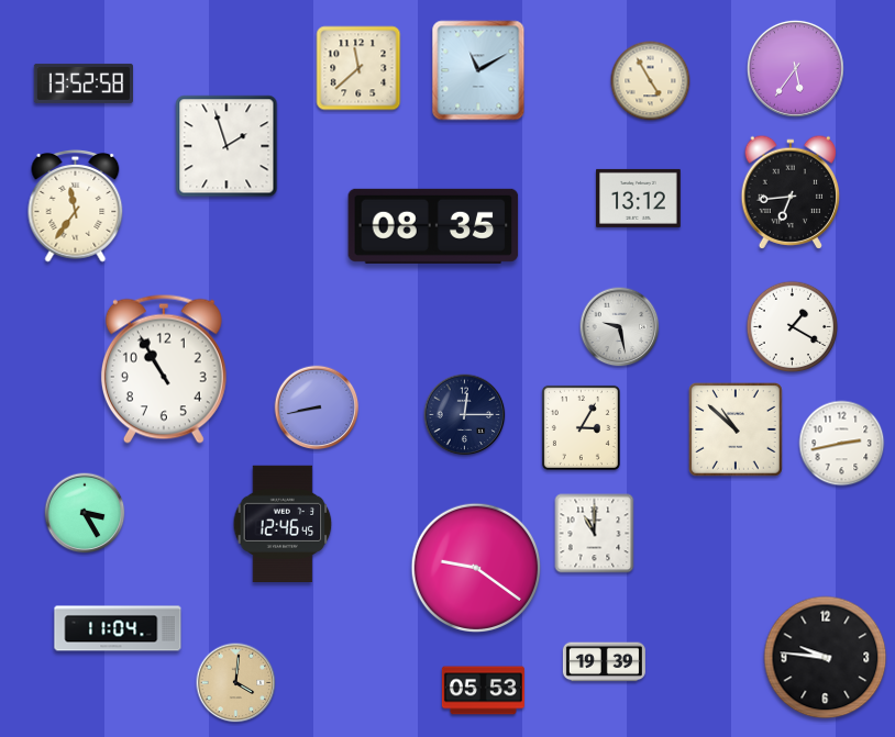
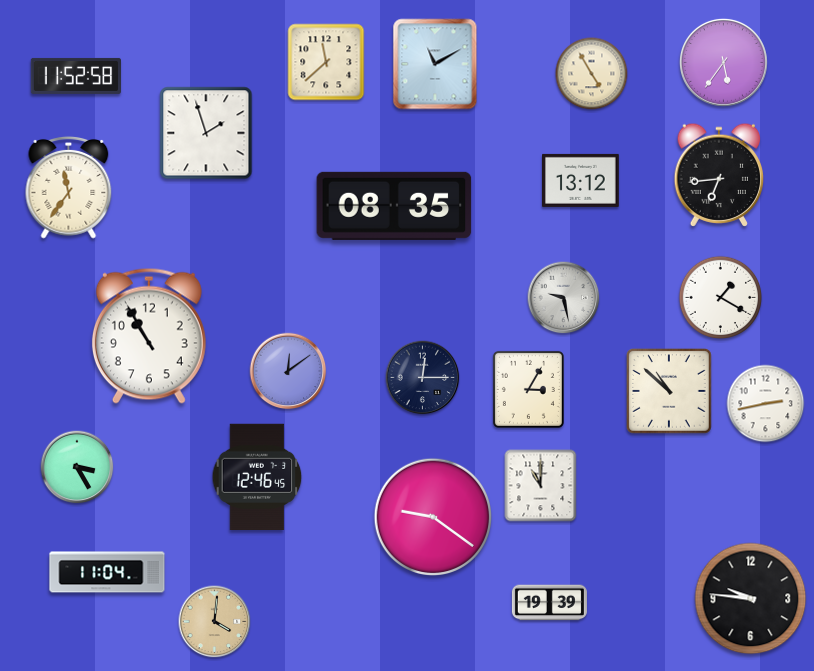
clock at (82, 83): 13:52 -> 11:52
clock at (317, 407): 8:43 -> 12:09
clock at (483, 691): 05:53 -> none
